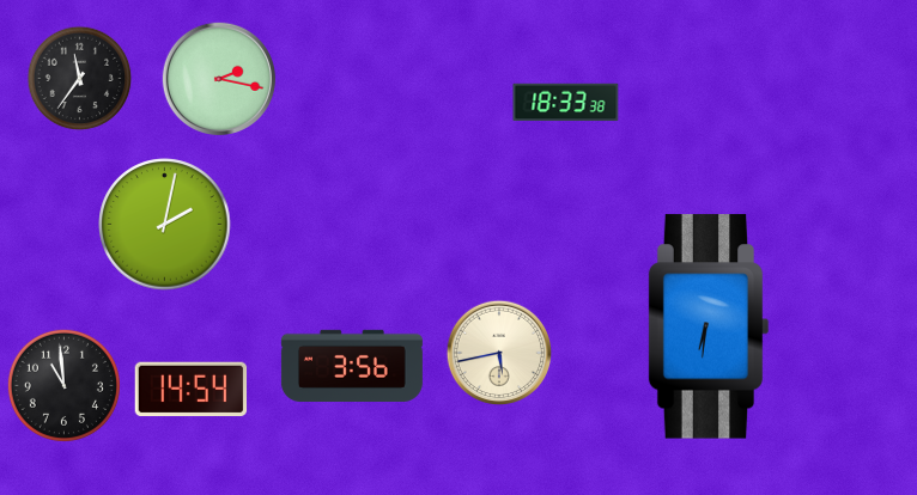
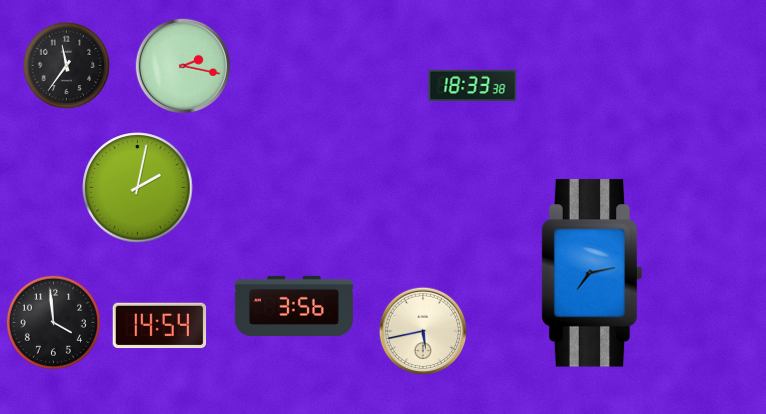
clock at (709, 326): 6:31 -> 7:13
clock at (499, 353) position: (499, 353) -> (423, 331)
clock at (63, 385): 10:59 -> 3:59
